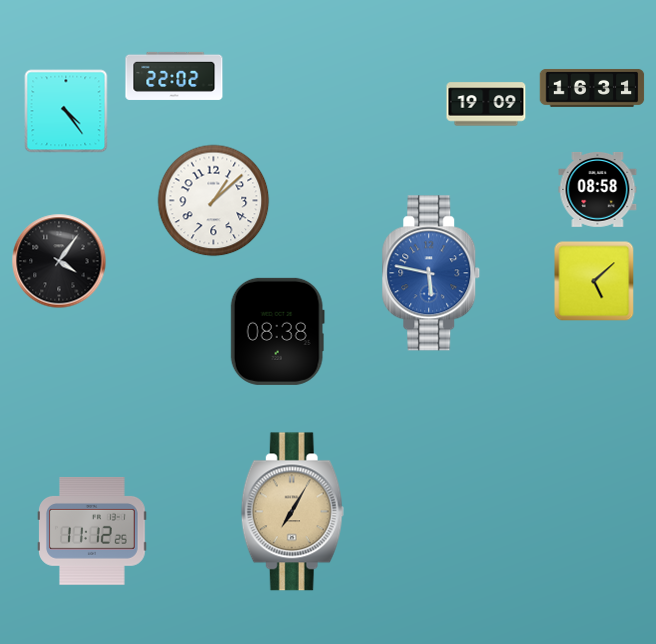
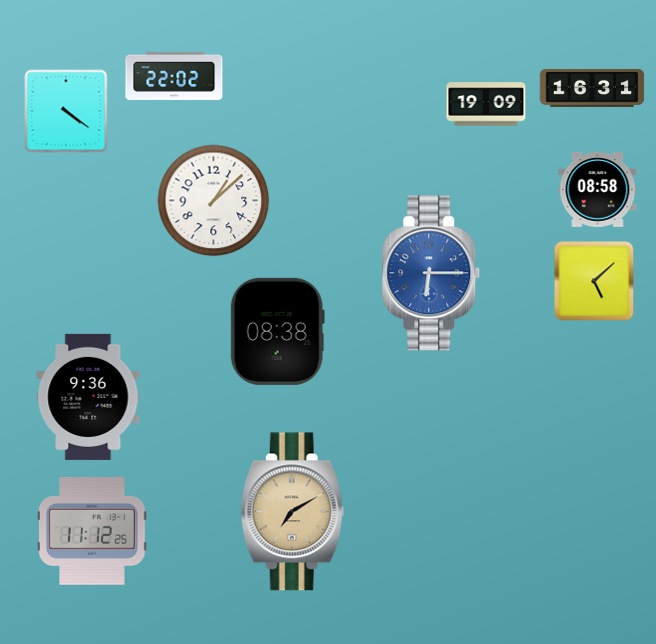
clock at (66, 111): 4:24 -> 4:21
clock at (59, 261): 4:06 -> none
clock at (431, 273): 5:47 -> 6:15
clock at (88, 397): none -> 9:36
clock at (292, 512): 7:05 -> 7:10
